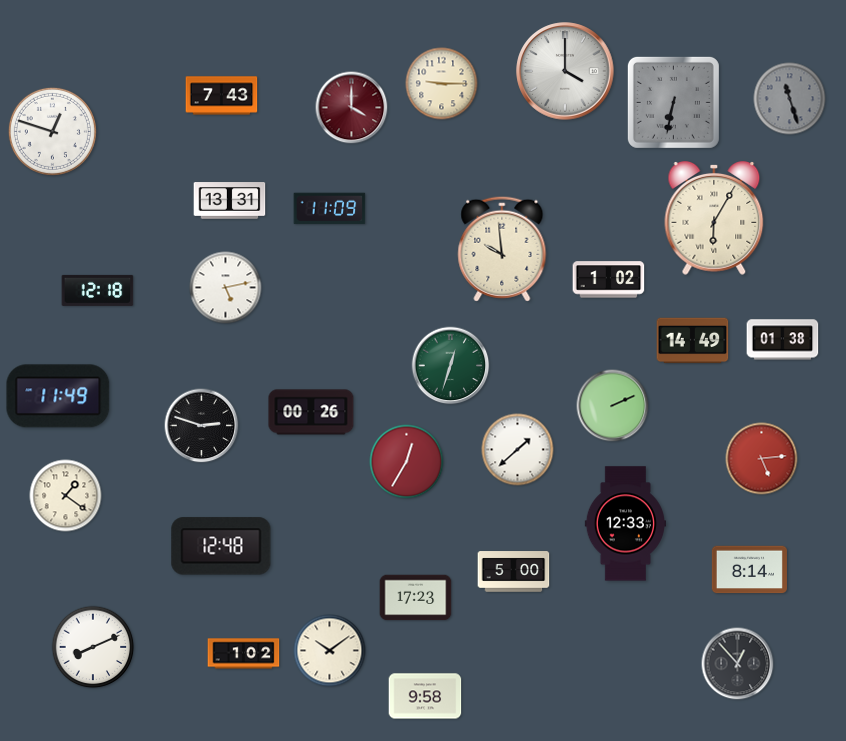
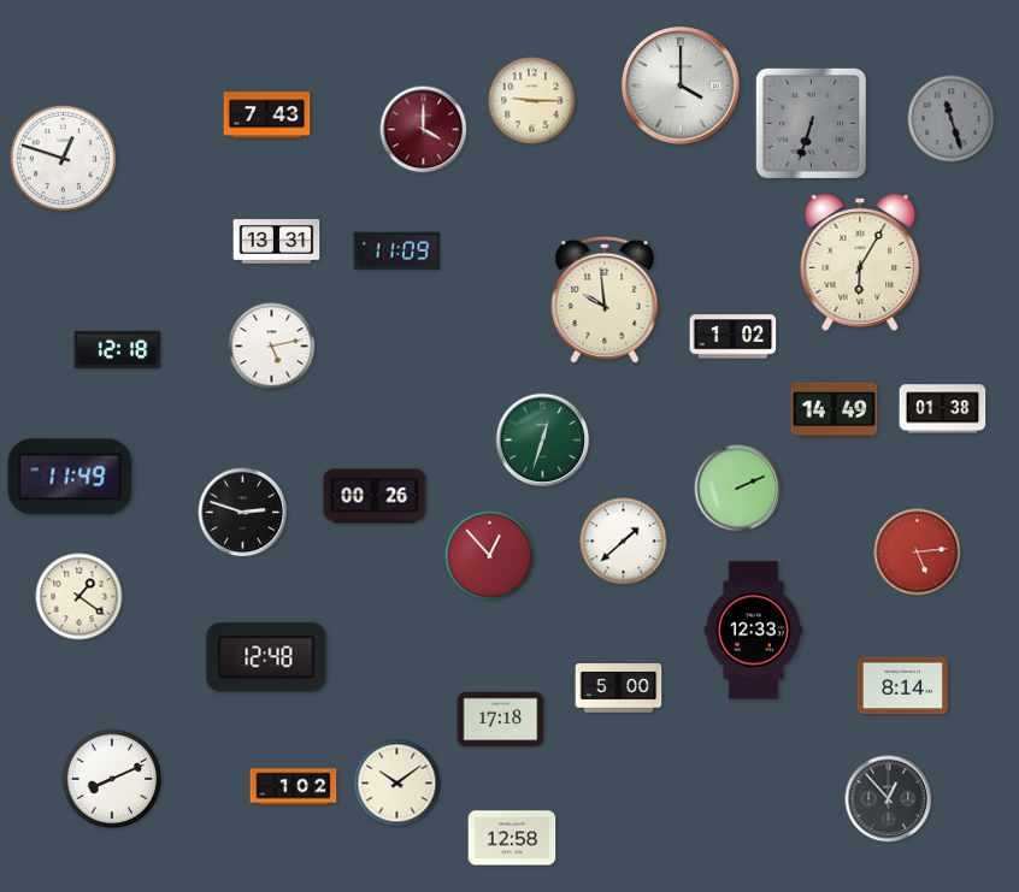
clock at (673, 102): 6:32 -> 6:33
clock at (407, 462): 12:35 -> 12:53
clock at (416, 598): 17:23 -> 17:18
clock at (425, 696): 9:58 -> 12:58
